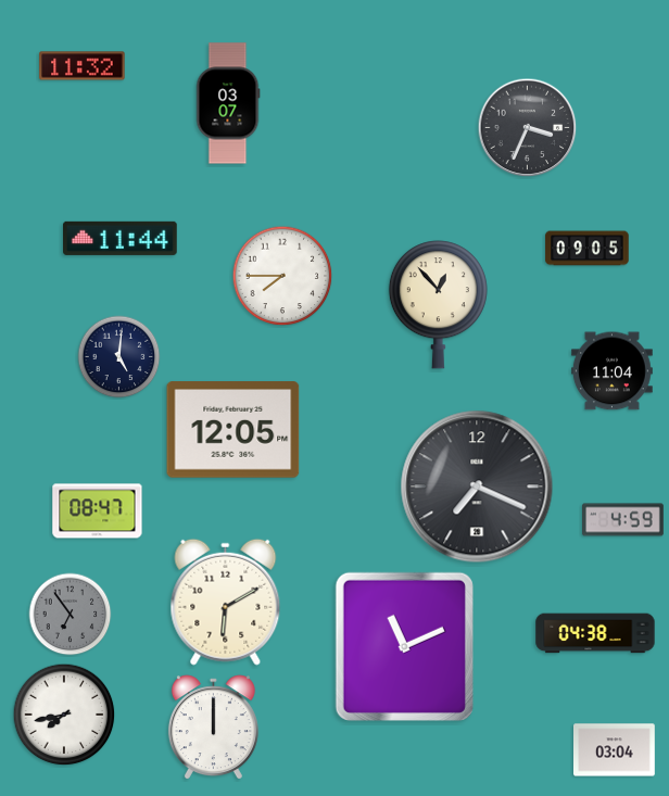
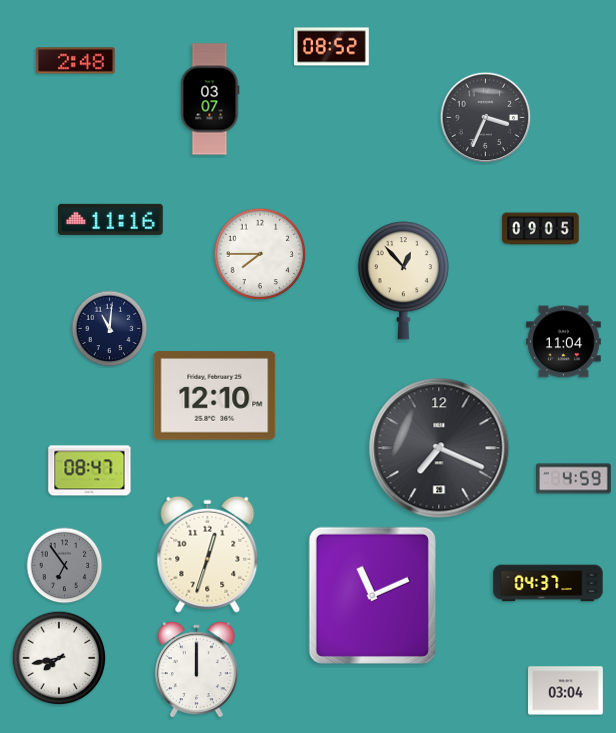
clock at (332, 47): none -> 08:52
clock at (83, 66): 11:32 -> 2:48
clock at (228, 103) position: (228, 103) -> (210, 99)
clock at (121, 238): 11:44 -> 11:16
clock at (119, 357): 5:01 -> 11:01
clock at (233, 430): 12:05 -> 12:10
clock at (226, 602): 6:10 -> 12:33
clock at (595, 633): 04:38 -> 04:37
